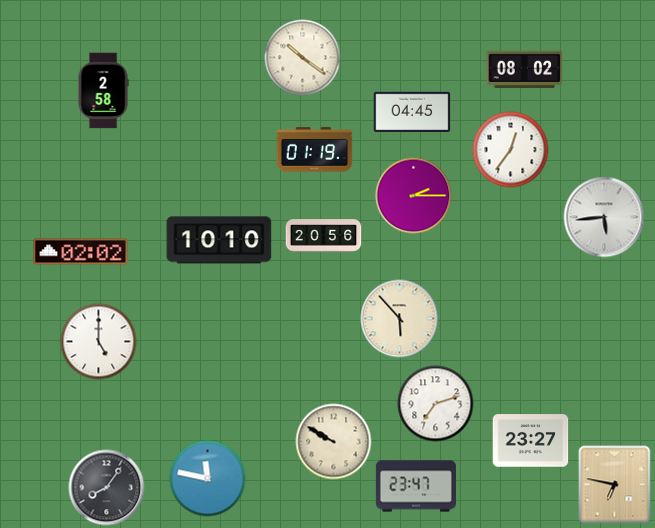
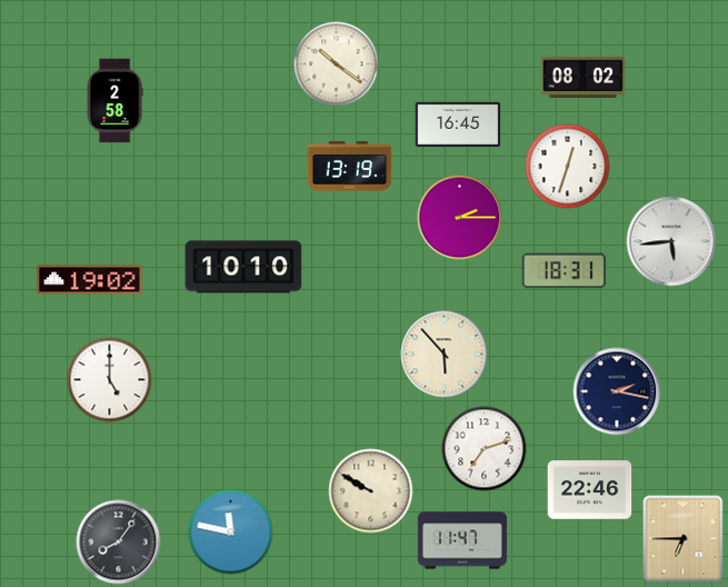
clock at (412, 111): 04:45 -> 16:45
clock at (315, 150): 01:19 -> 13:19
clock at (511, 150): 12:36 -> 12:33
clock at (324, 236): 20:56 -> none
clock at (565, 271): none -> 18:31
clock at (81, 252): 02:02 -> 19:02
clock at (617, 391): none -> 2:17
clock at (531, 441): 23:27 -> 22:46
clock at (615, 485): 6:47 -> 6:45
clock at (415, 486): 23:47 -> 11:47
